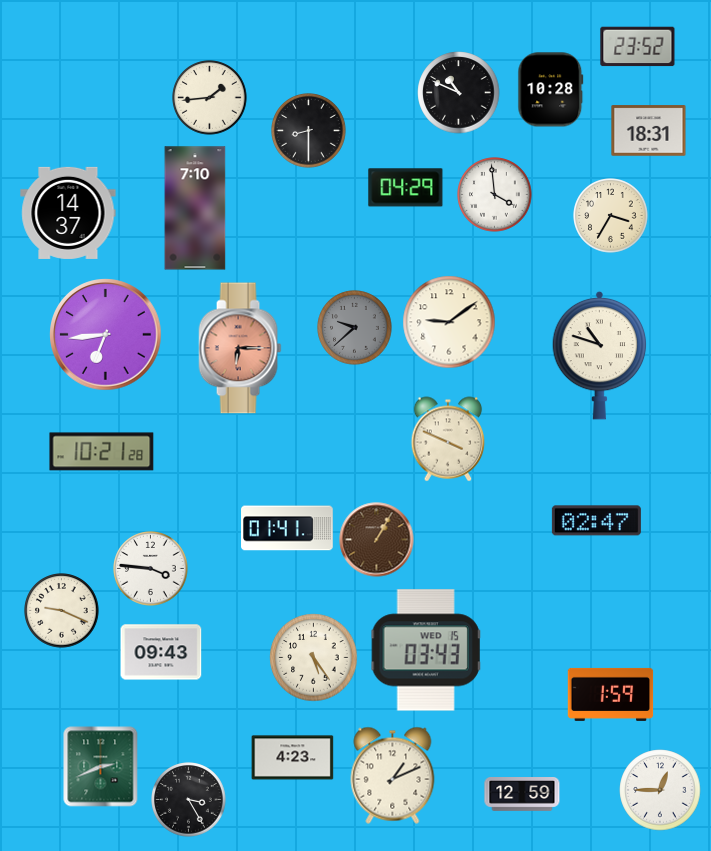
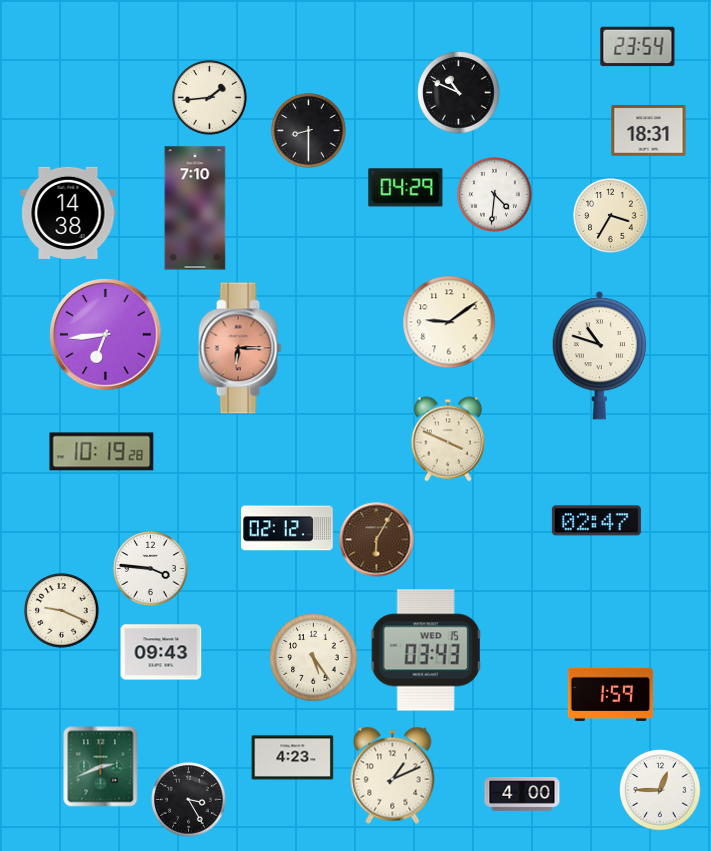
clock at (638, 47): 23:52 -> 23:54
clock at (551, 90): 10:28 -> none
clock at (495, 195): 3:59 -> 4:31
clock at (68, 213): 14:37 -> 14:38
clock at (355, 328): 9:38 -> none
clock at (102, 452): 10:21 -> 10:19
clock at (287, 528): 01:41 -> 02:12
clock at (377, 540): 1:05 -> 6:05
clock at (522, 795): 12:59 -> 4:00
